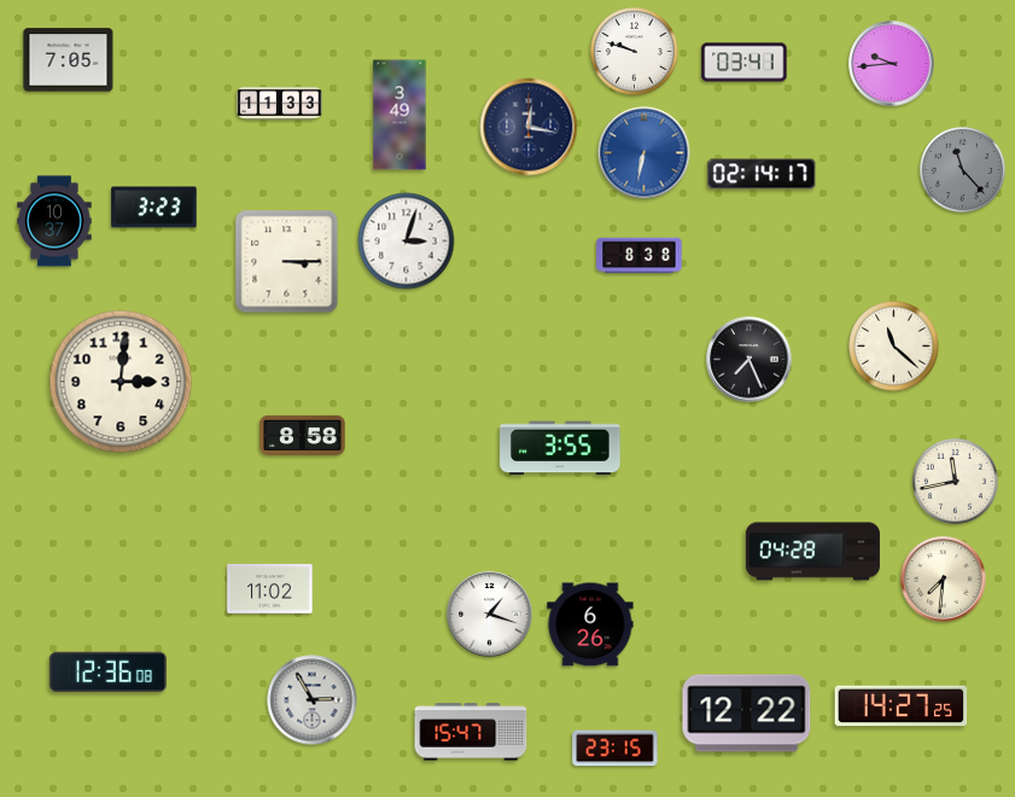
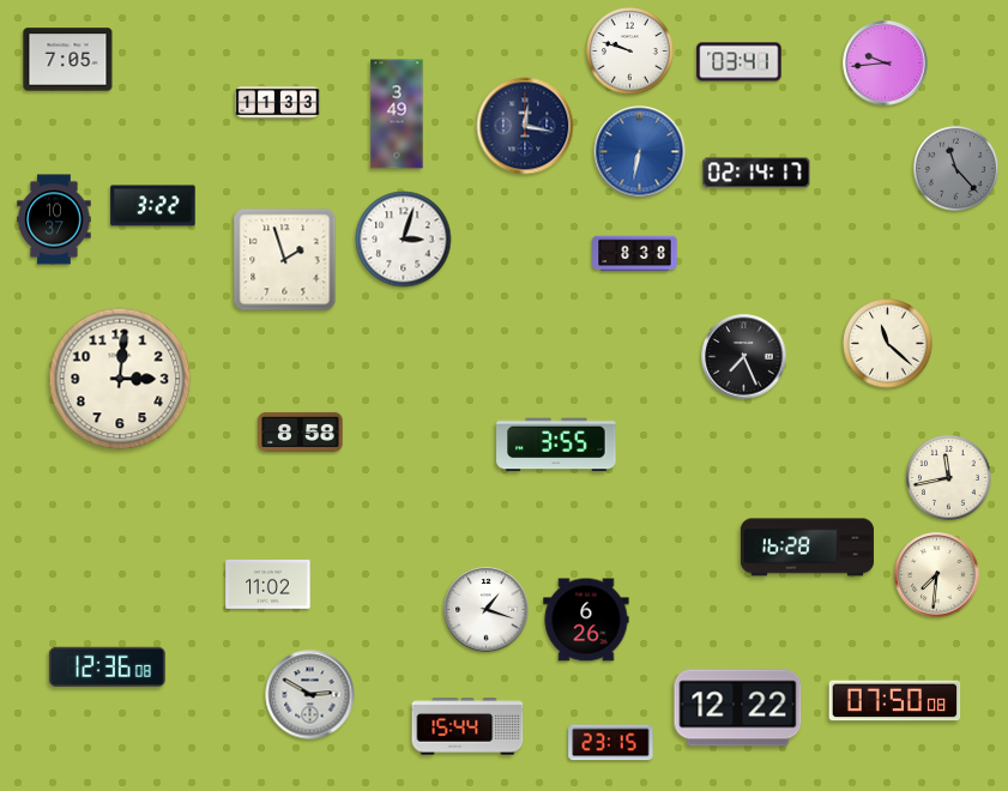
clock at (154, 208): 3:23 -> 3:22
clock at (287, 262): 3:15 -> 1:57
clock at (812, 552): 04:28 -> 16:28
clock at (313, 700): 2:55 -> 2:50
clock at (902, 706): 14:27 -> 07:50
clock at (747, 714) position: (747, 714) -> (738, 708)
clock at (471, 732): 15:47 -> 15:44
